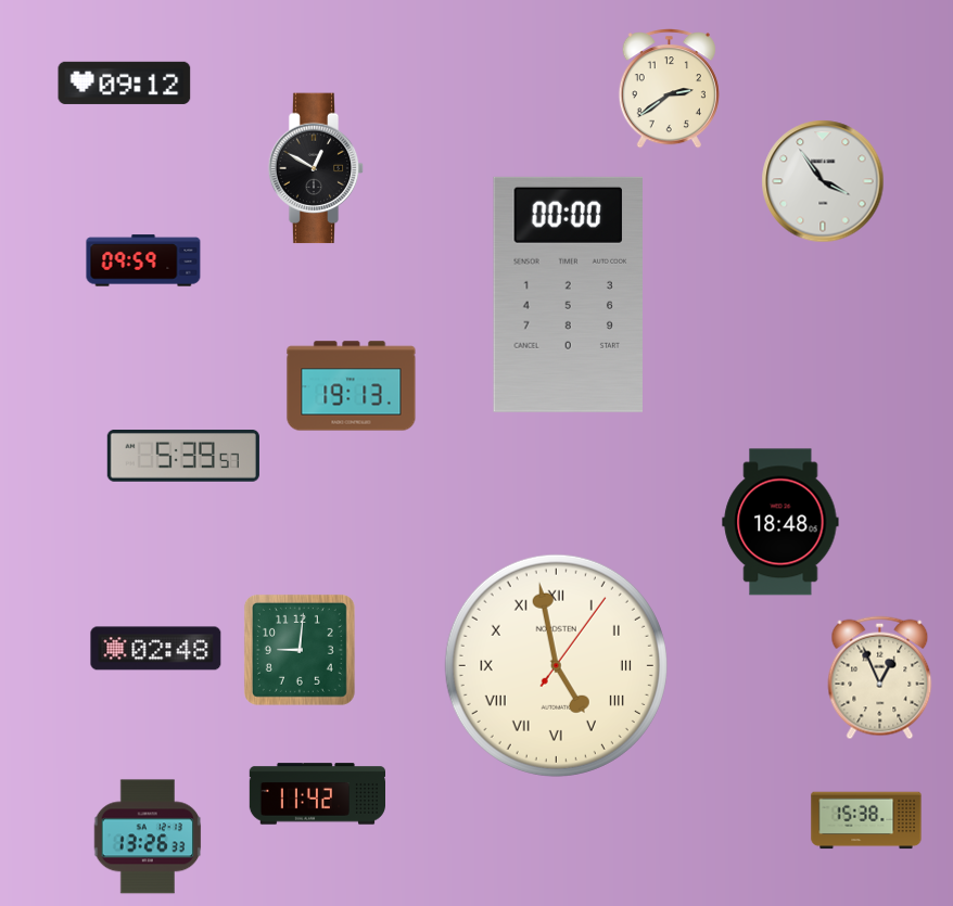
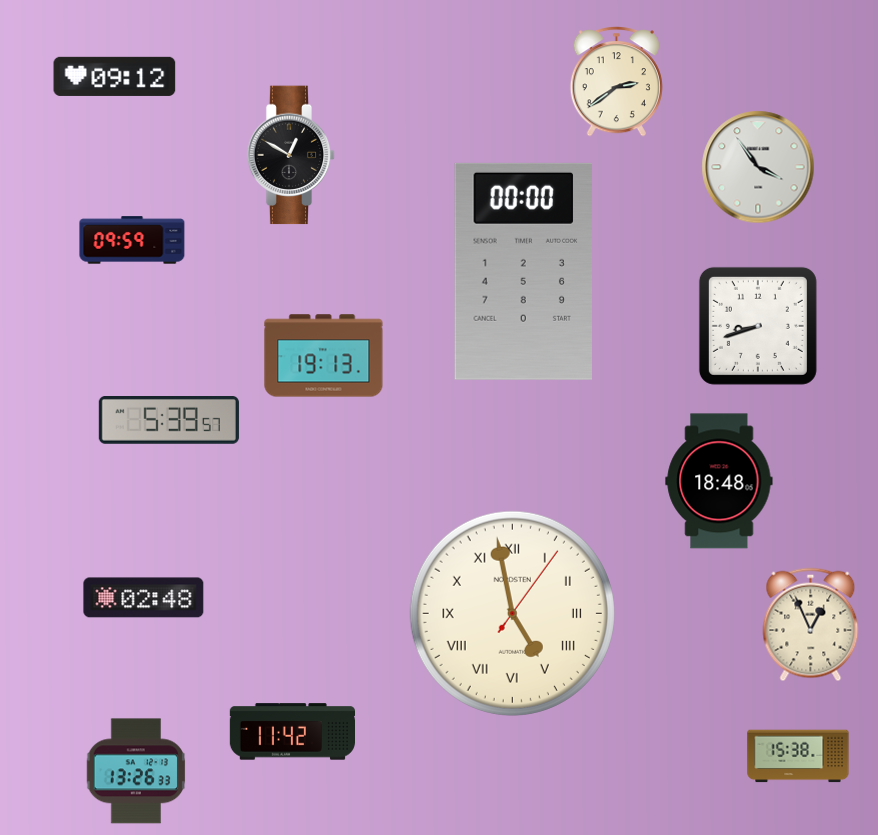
clock at (758, 326): none -> 8:42
clock at (300, 650): 9:01 -> none
